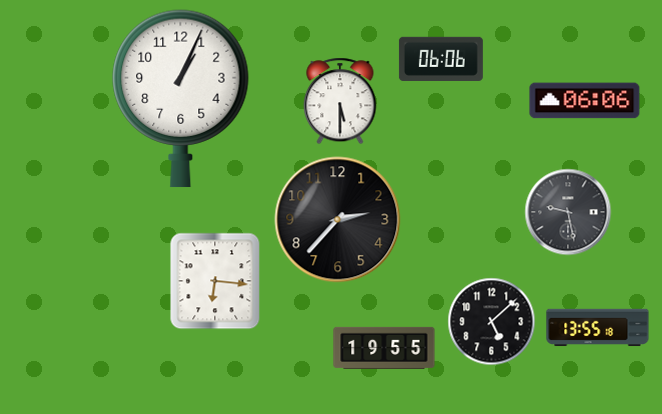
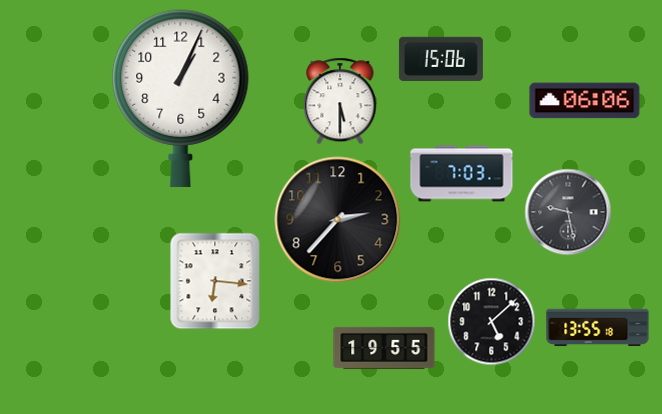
clock at (441, 59): 06:06 -> 15:06
clock at (462, 174): none -> 7:03
